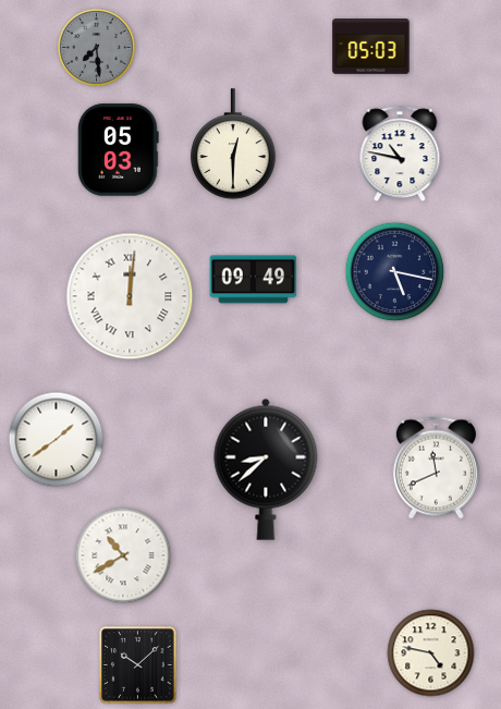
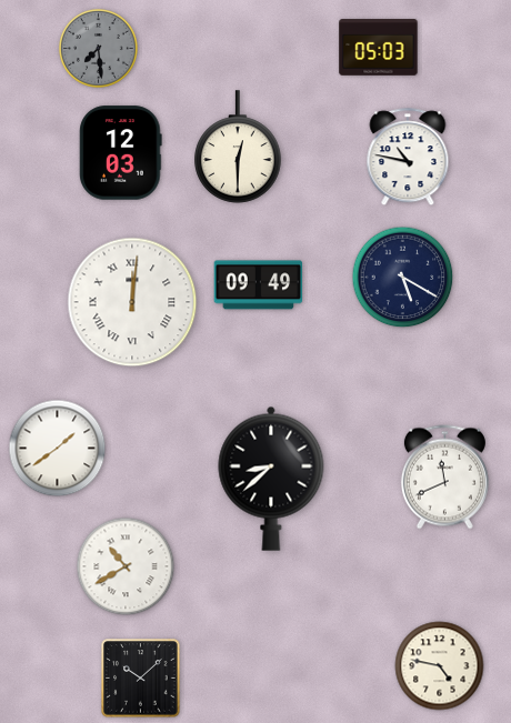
clock at (119, 150): 05:03 -> 12:03
clock at (395, 272): 5:17 -> 5:20
